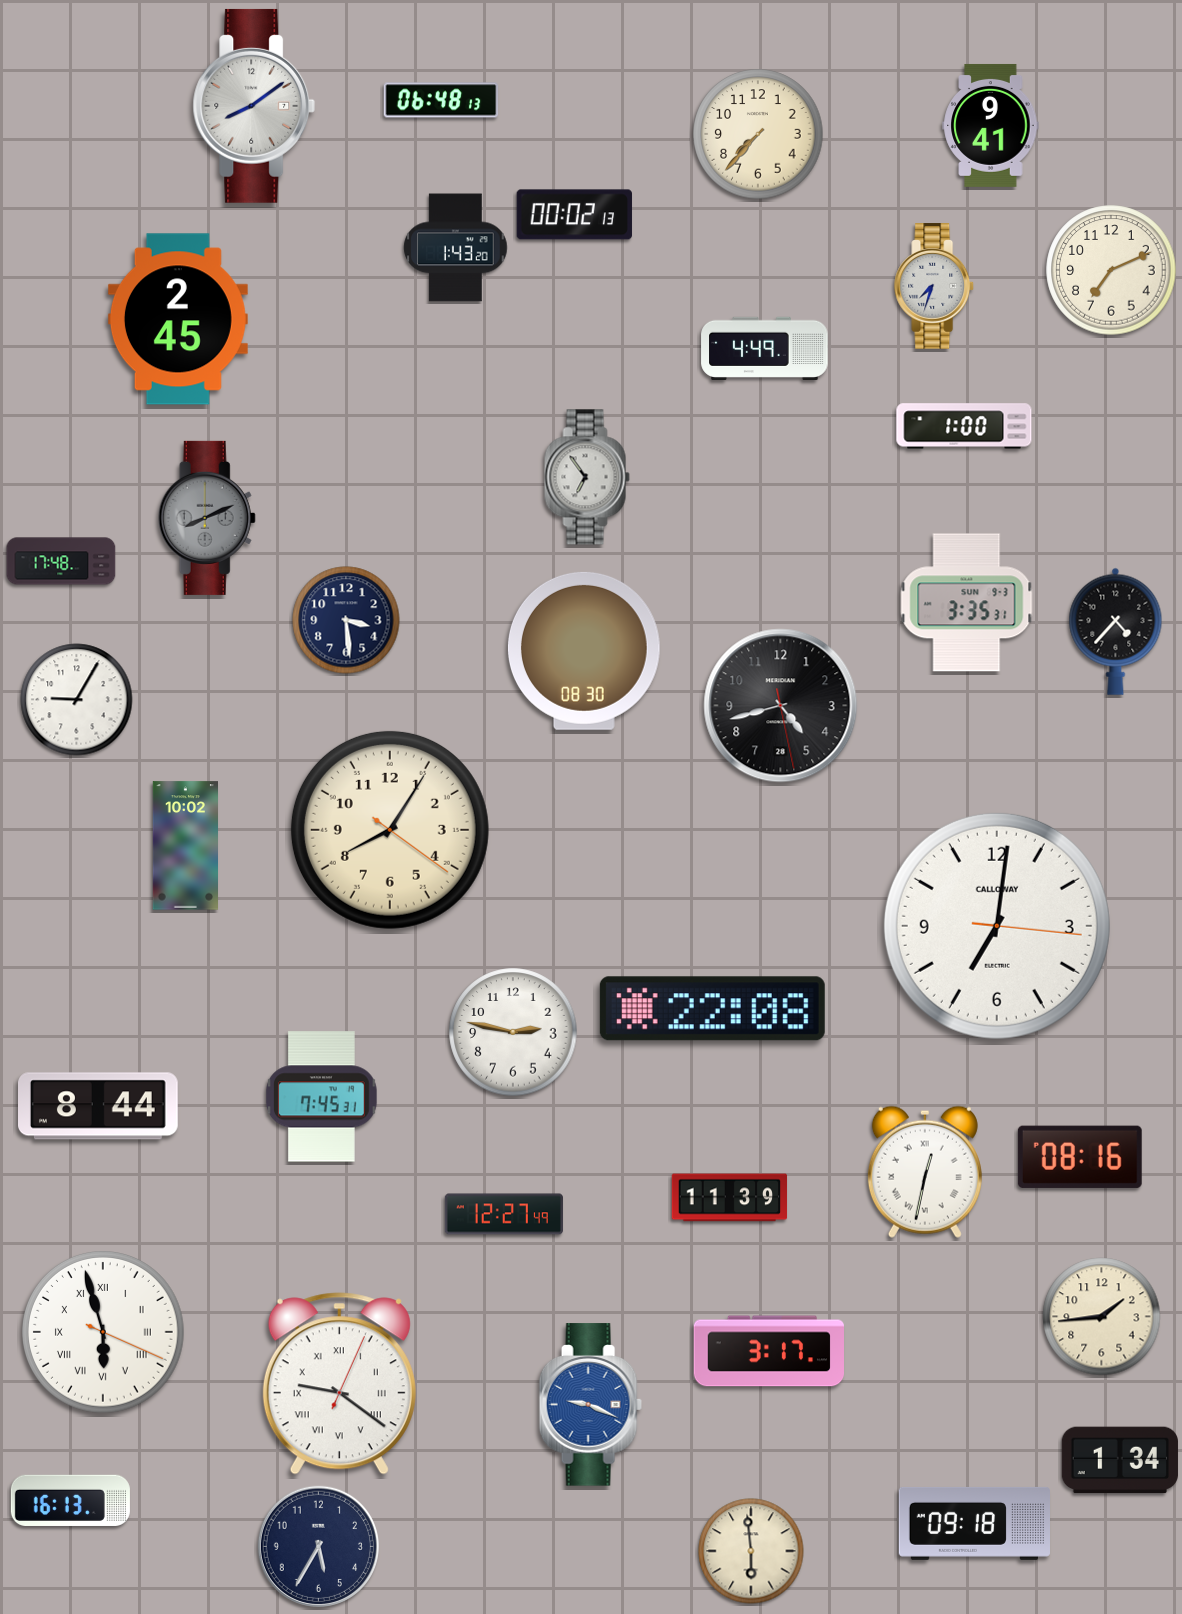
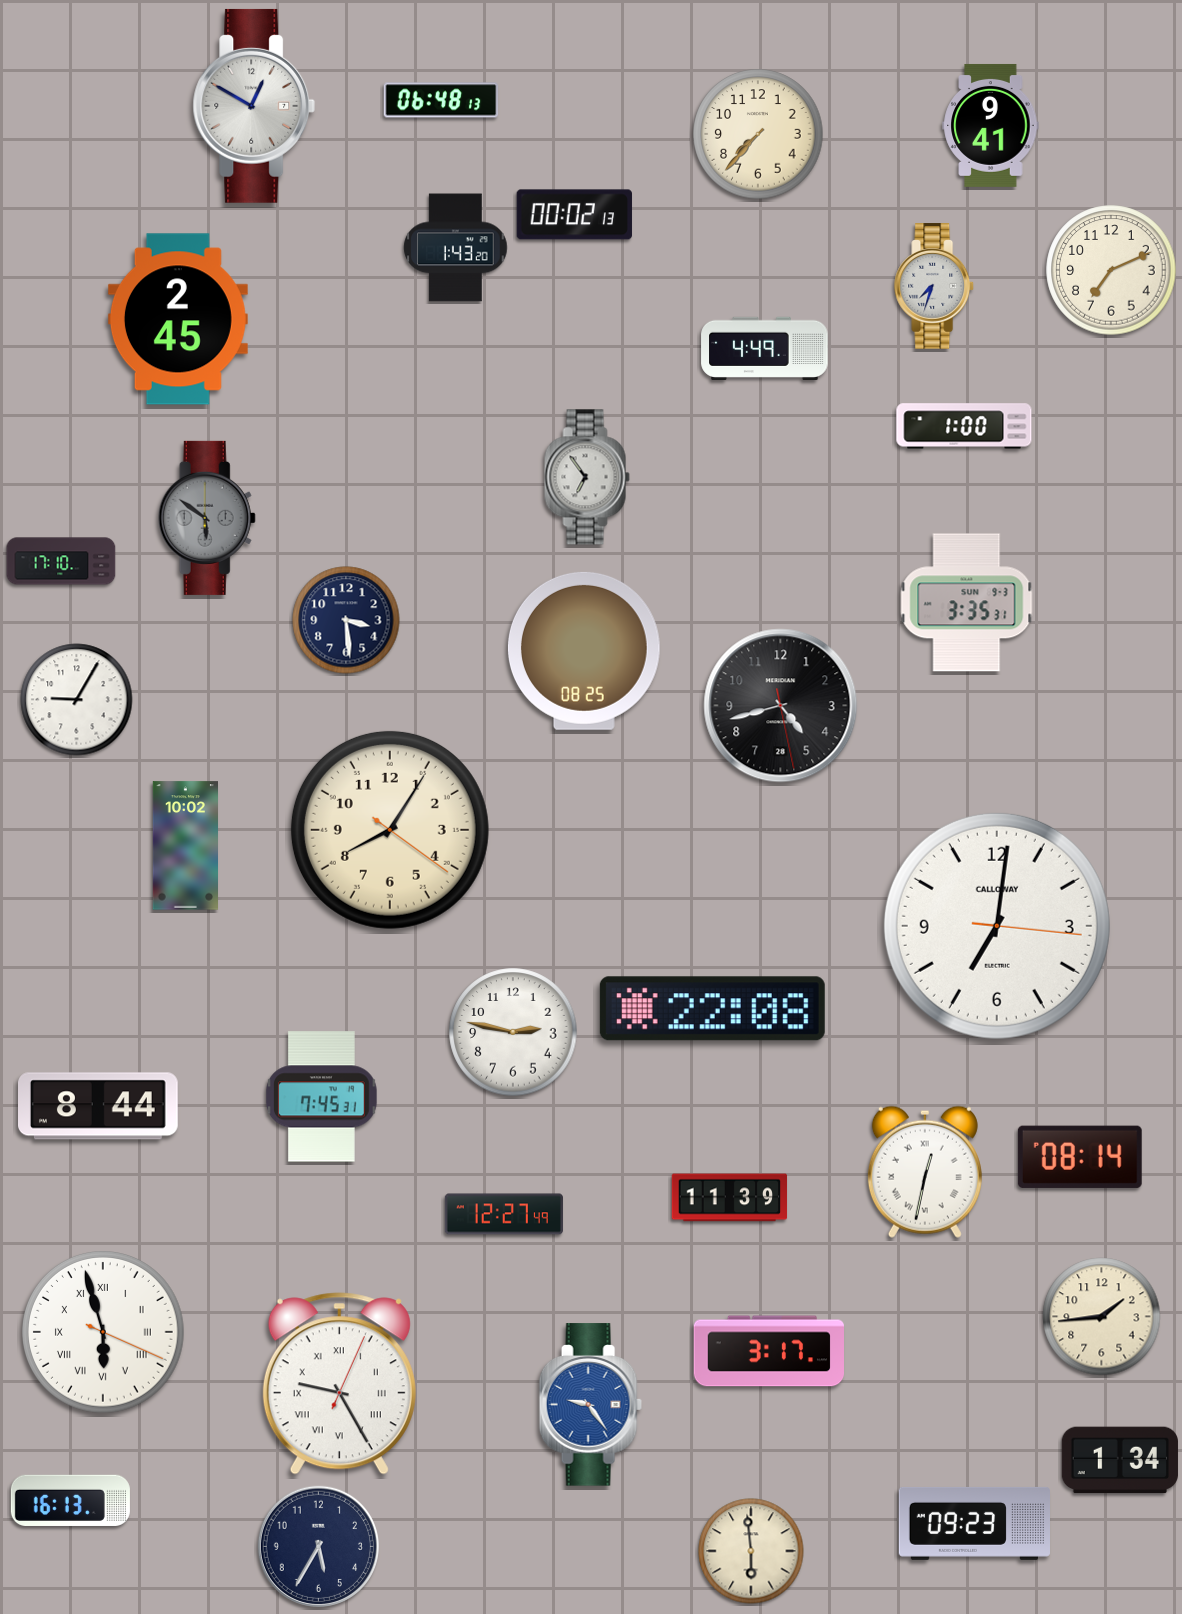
clock at (254, 106): 8:09 -> 12:50
clock at (207, 518): 8:11 -> 5:51
clock at (61, 561): 17:48 -> 17:10
clock at (1116, 631): 4:37 -> none
clock at (584, 651): 08:30 -> 08:25
clock at (1080, 1157): 08:16 -> 08:14
clock at (339, 1384): 9:21 -> 9:25
clock at (590, 1405): 9:19 -> 9:24
clock at (974, 1523): 09:18 -> 09:23
